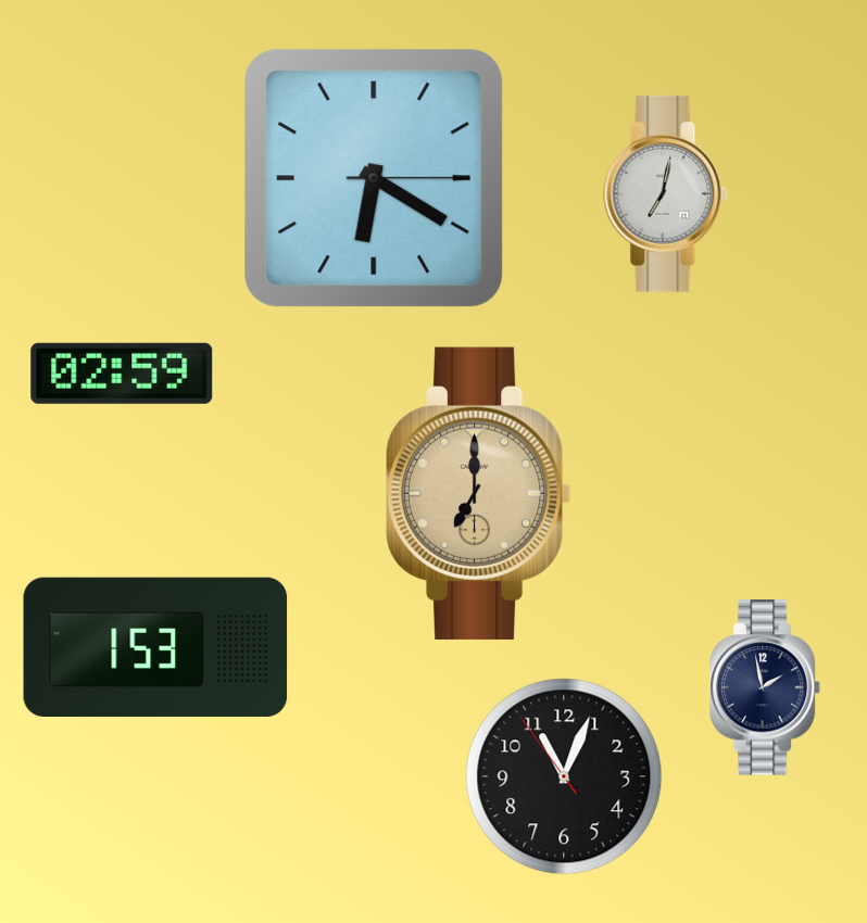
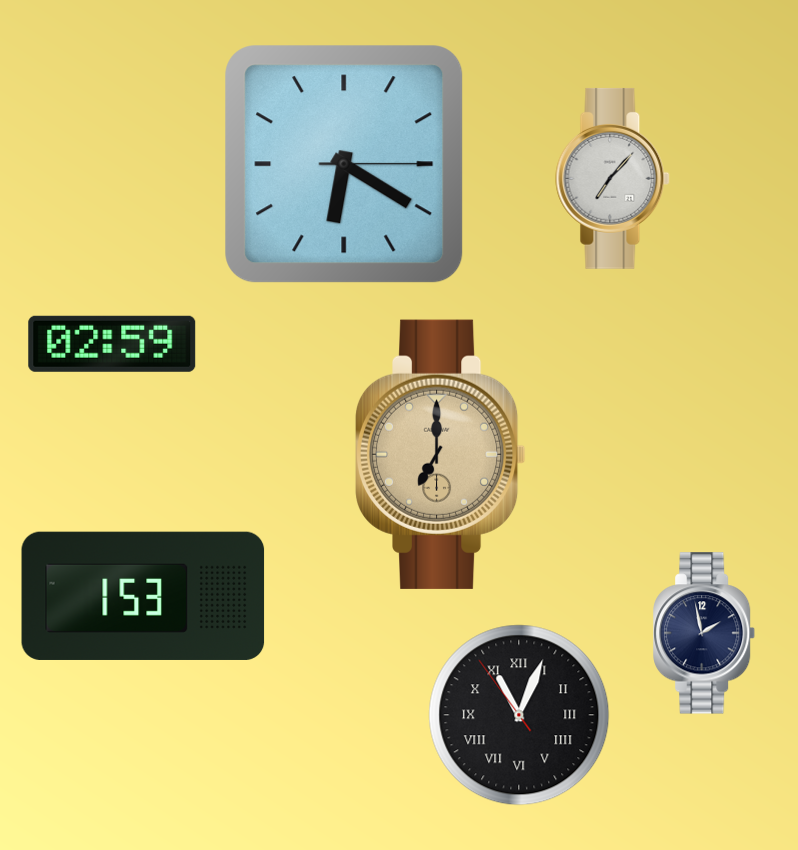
clock at (666, 193): 7:02 -> 7:07
clock at (564, 776) numerals: Arabic -> Roman
